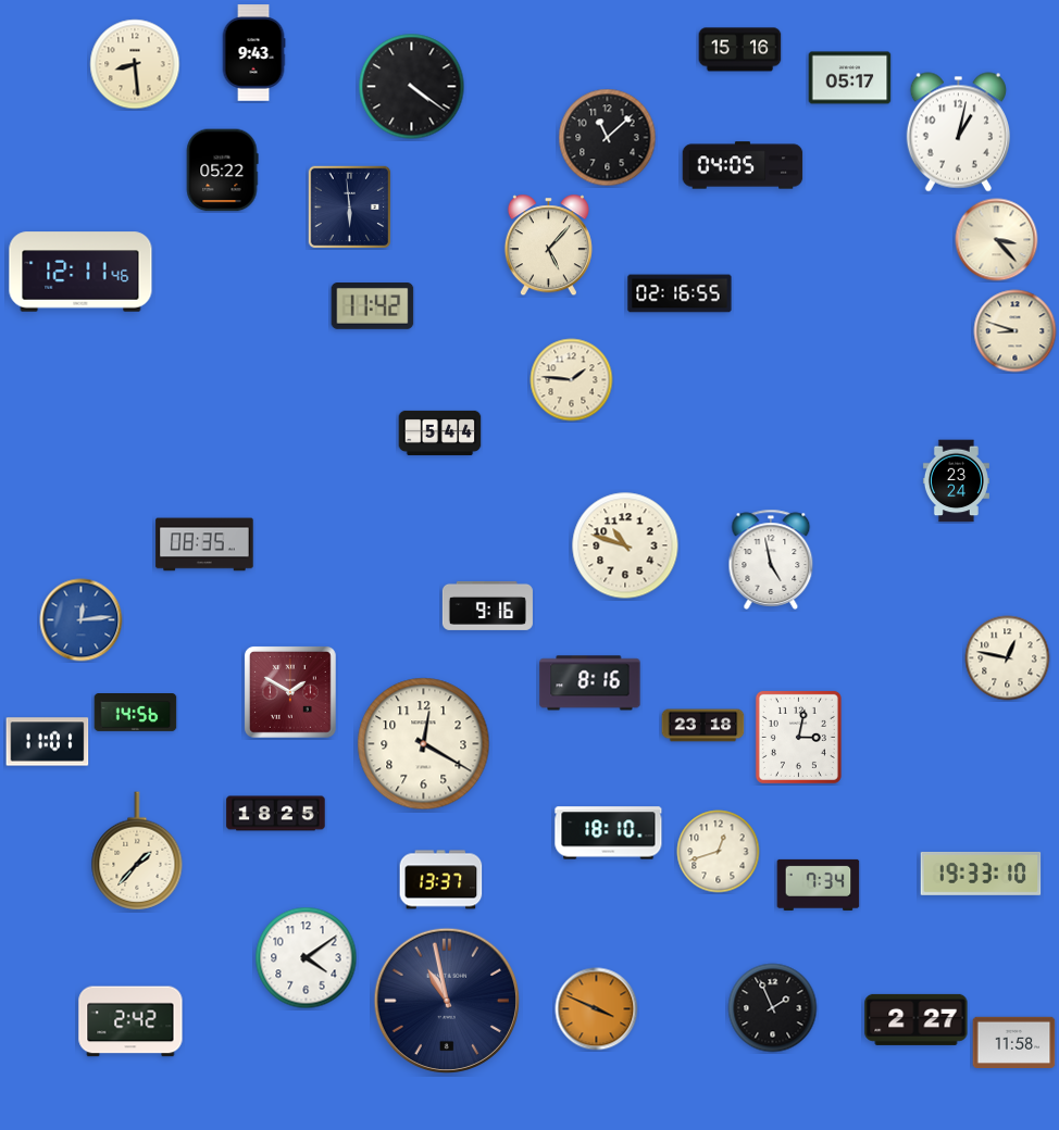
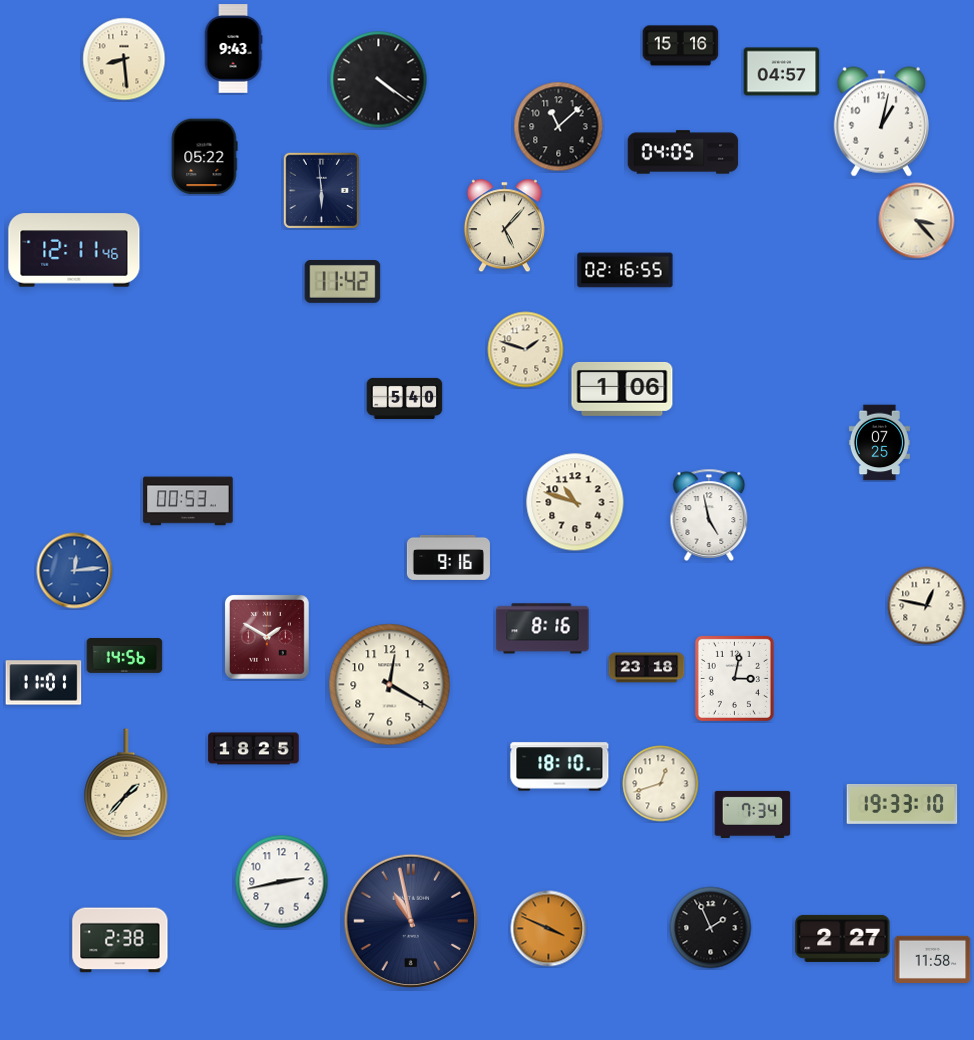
clock at (850, 78): 05:17 -> 04:57
clock at (1016, 331): 8:48 -> none
clock at (572, 380): 1:46 -> 1:48
clock at (622, 389): none -> 1:06
clock at (440, 432): 5:44 -> 5:40
clock at (956, 481): 23:24 -> 07:25
clock at (204, 544): 08:35 -> 00:53
clock at (441, 880): 13:37 -> none
clock at (307, 958): 4:09 -> 2:43
clock at (130, 1021): 2:42 -> 2:38
